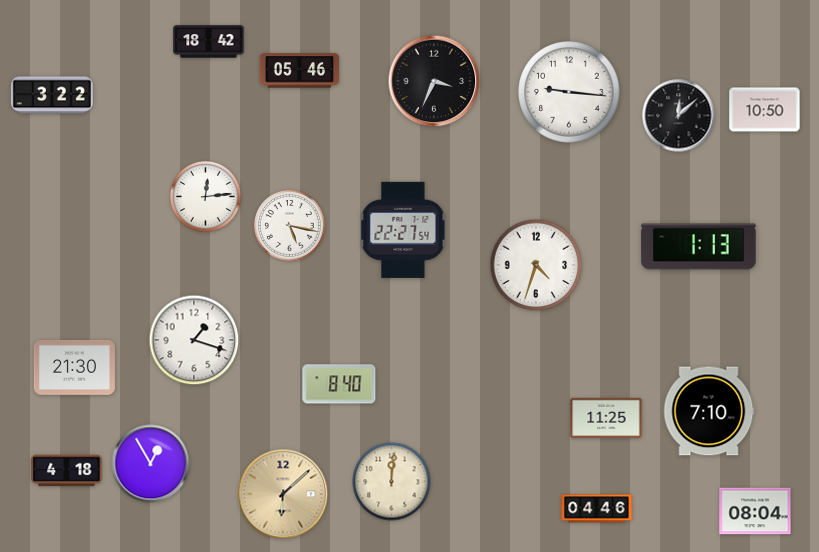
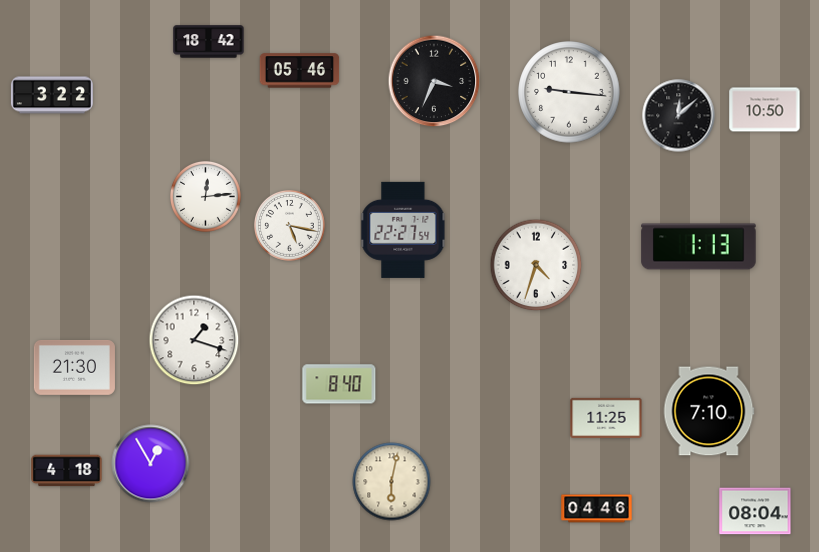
clock at (392, 482): 12:01 -> 6:02
clock at (283, 494): 6:08 -> none
